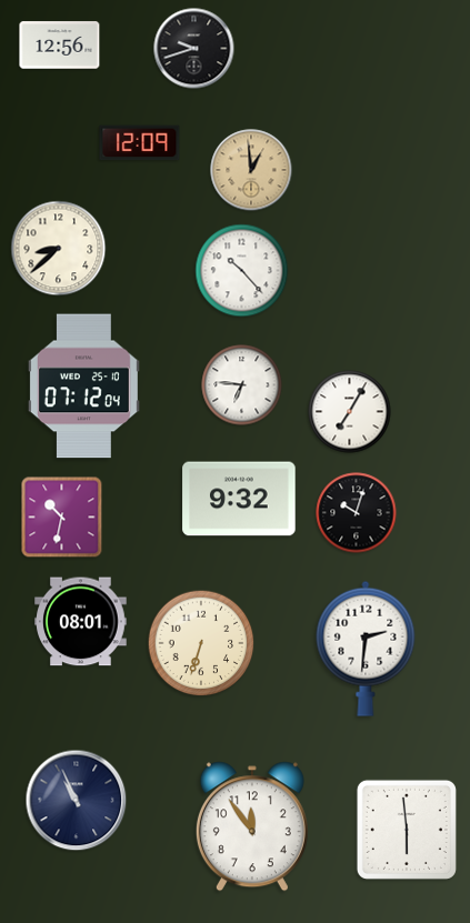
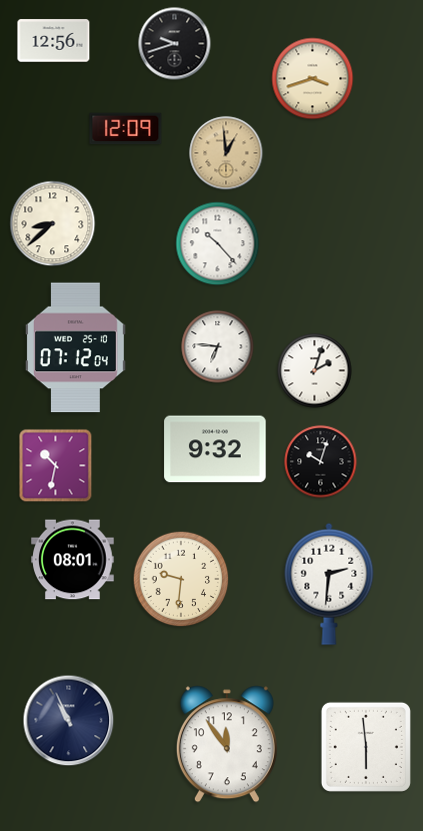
clock at (313, 79): none -> 3:42
clock at (350, 412): 7:05 -> 2:03
clock at (201, 643): 6:33 -> 9:31
